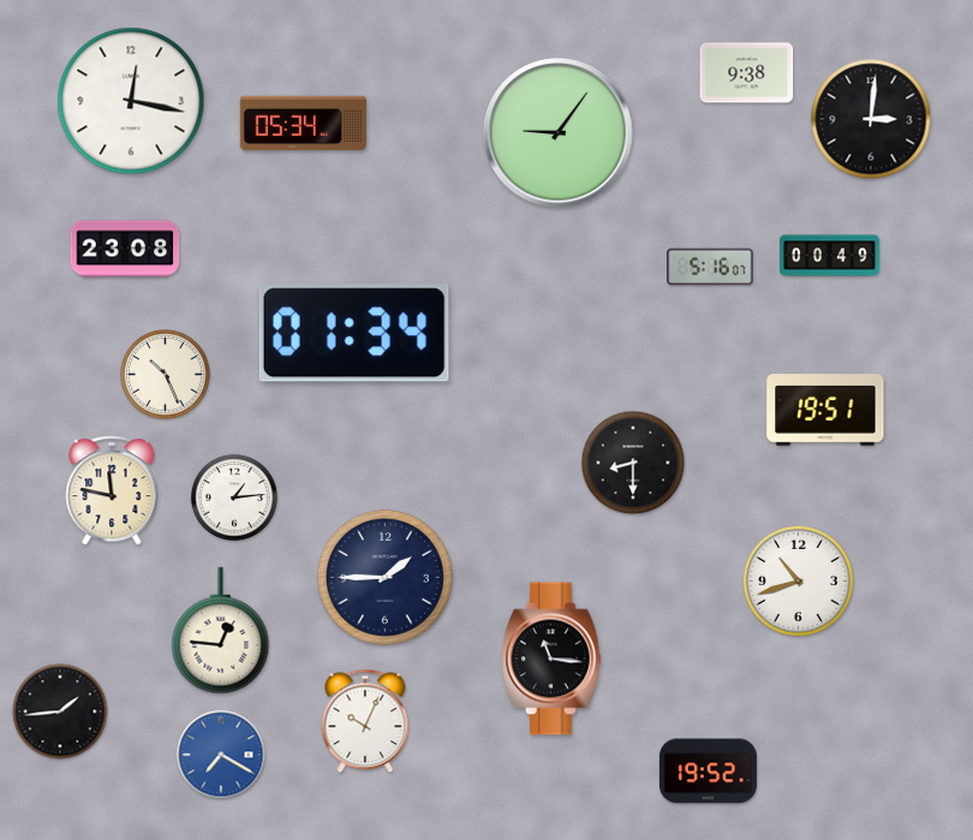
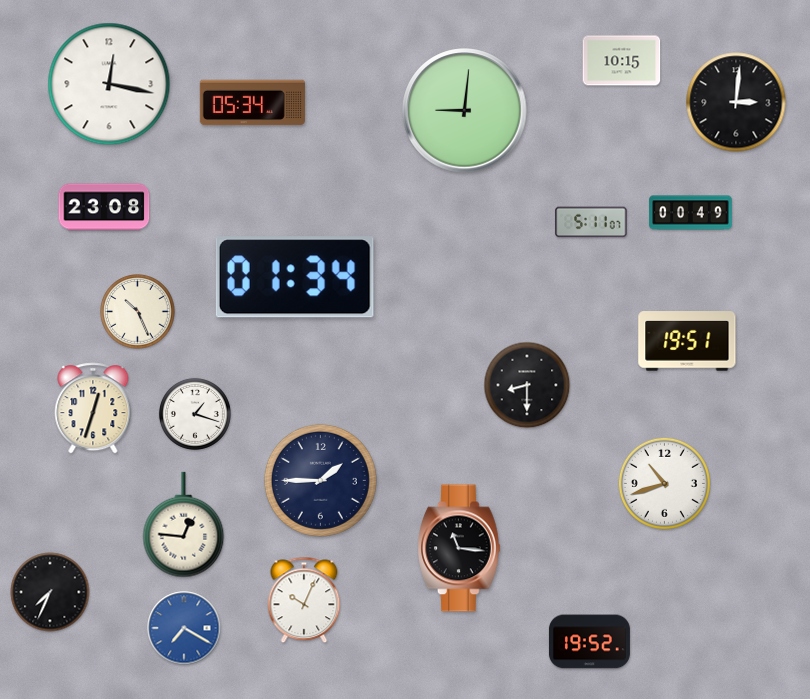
clock at (747, 73): 9:38 -> 10:15
clock at (871, 119) position: (871, 119) -> (736, 102)
clock at (559, 133): 9:06 -> 9:01
clock at (710, 267): 5:16 -> 5:11
clock at (112, 490): 11:47 -> 12:33
clock at (234, 498): 1:14 -> 1:18
clock at (60, 711): 1:44 -> 7:34
